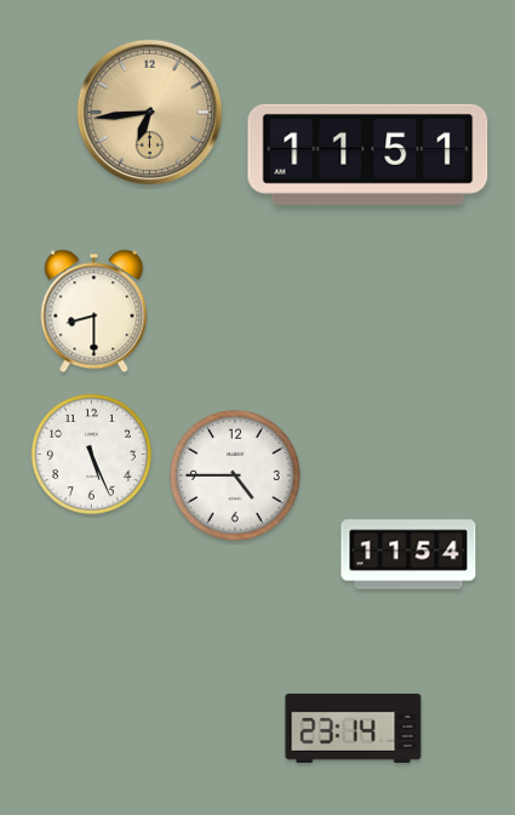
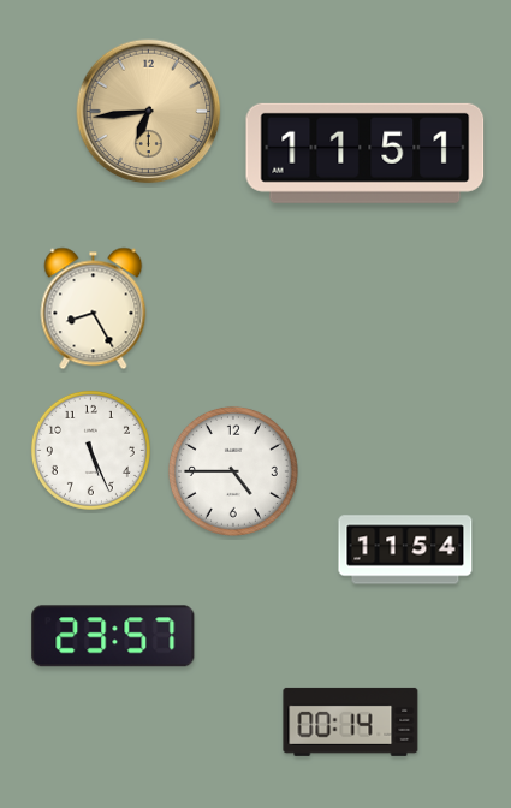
clock at (95, 312): 8:30 -> 8:25
clock at (113, 636): none -> 23:57
clock at (354, 728): 23:14 -> 00:14
